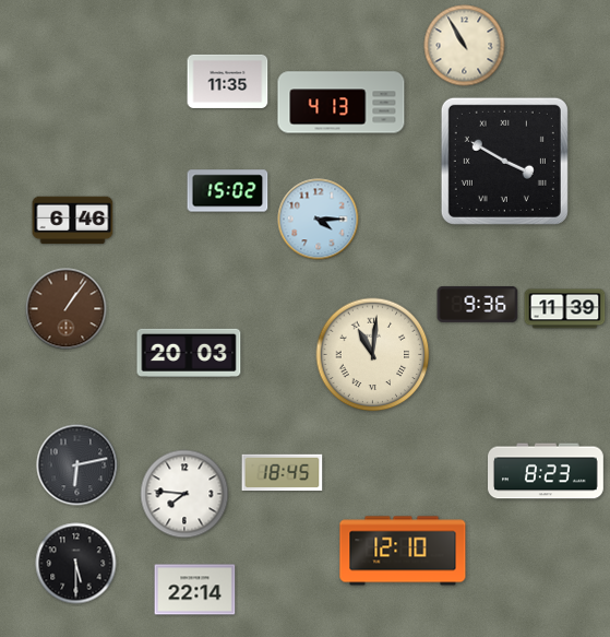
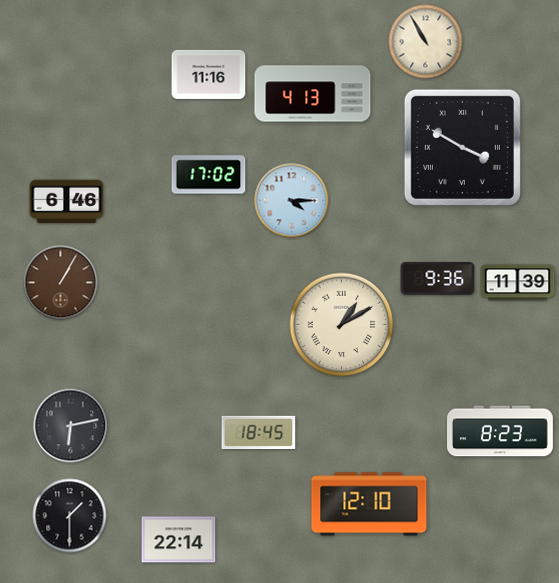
clock at (228, 81): 11:35 -> 11:16
clock at (228, 191): 15:02 -> 17:02
clock at (67, 309): 1:06 -> 1:05
clock at (189, 353): 20:03 -> none
clock at (373, 355): 11:01 -> 1:10
clock at (184, 494): 7:46 -> none
clock at (76, 564): 5:30 -> 1:30
